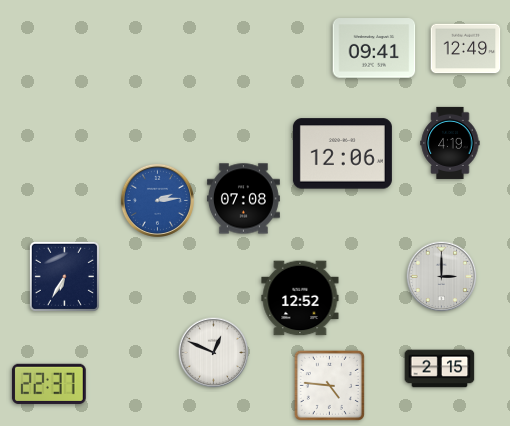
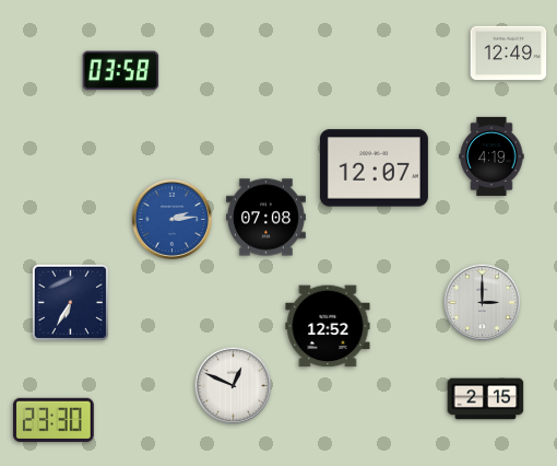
clock at (374, 48): 09:41 -> none
clock at (121, 71): none -> 03:58
clock at (342, 154): 12:06 -> 12:07
clock at (440, 369) position: (440, 369) -> (486, 399)
clock at (49, 384): 22:37 -> 23:30
clock at (329, 385): 4:46 -> none
